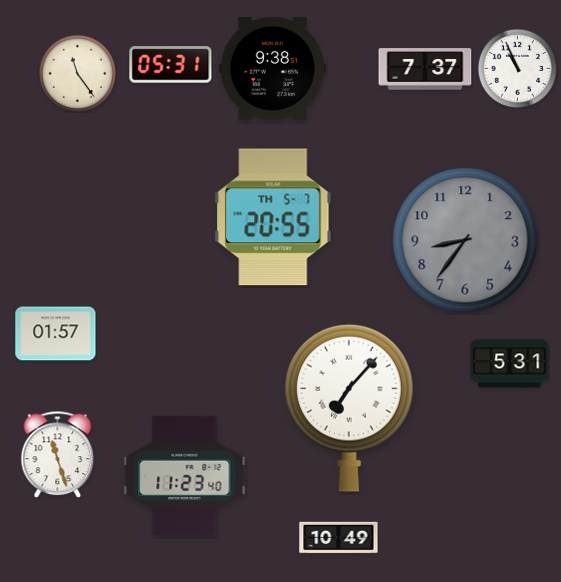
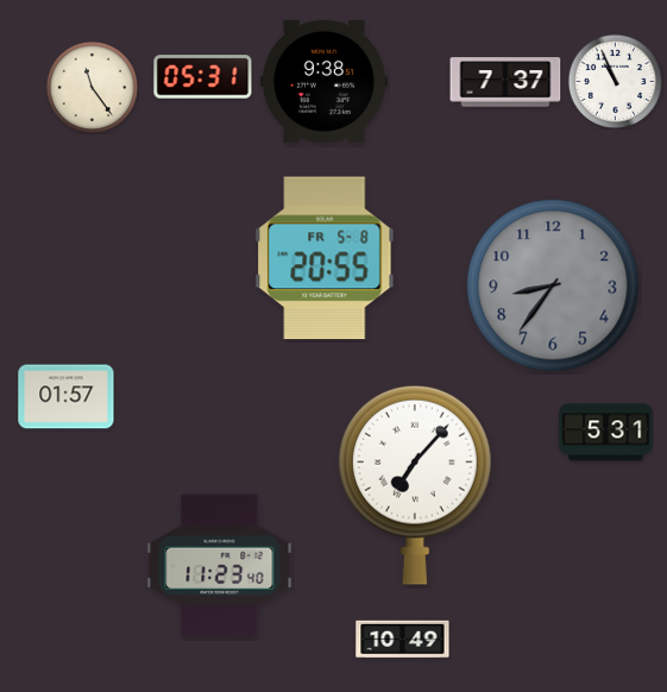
clock at (273, 217) date: TH 5-7 -> FR 5-8
clock at (58, 454): 11:27 -> none
